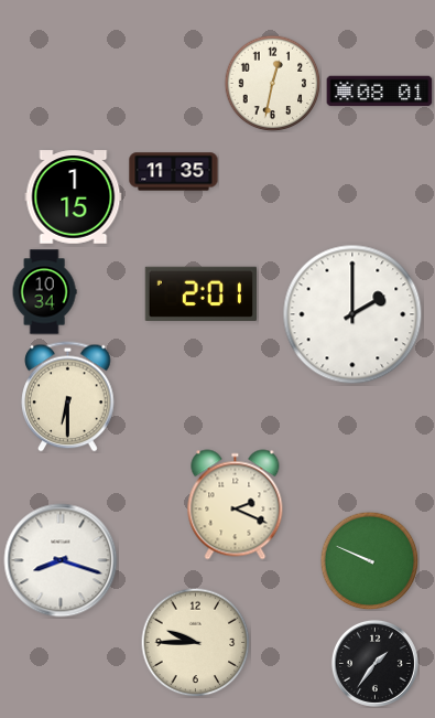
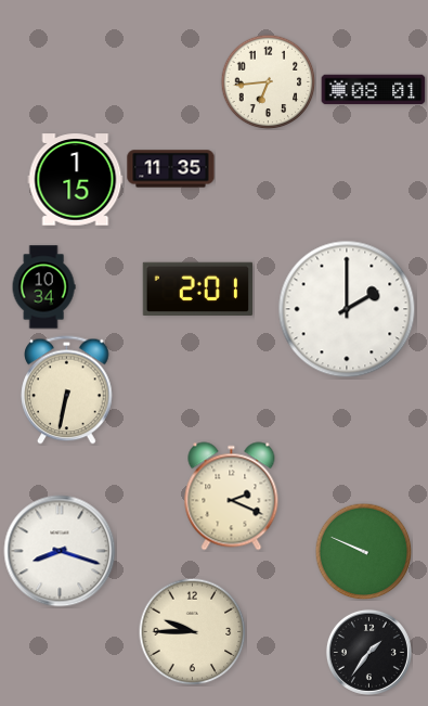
clock at (272, 83): 12:32 -> 6:44
clock at (74, 197) position: (74, 197) -> (76, 180)
clock at (68, 397): 6:30 -> 6:32
